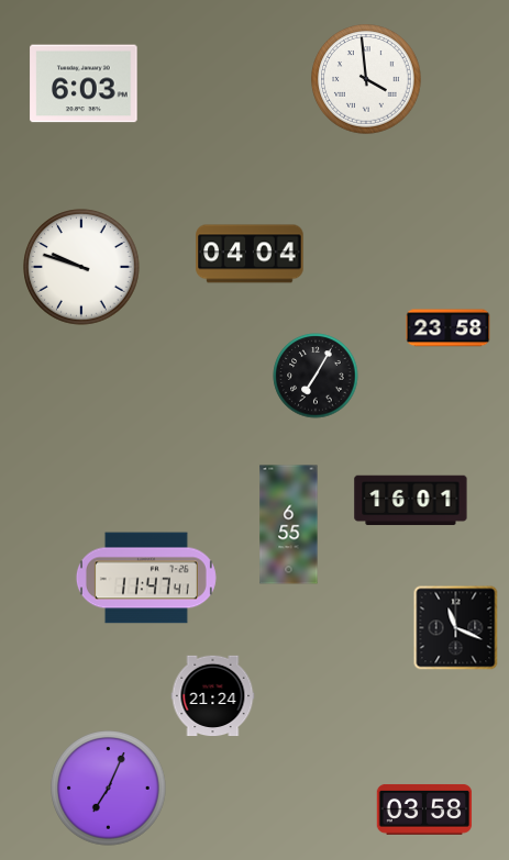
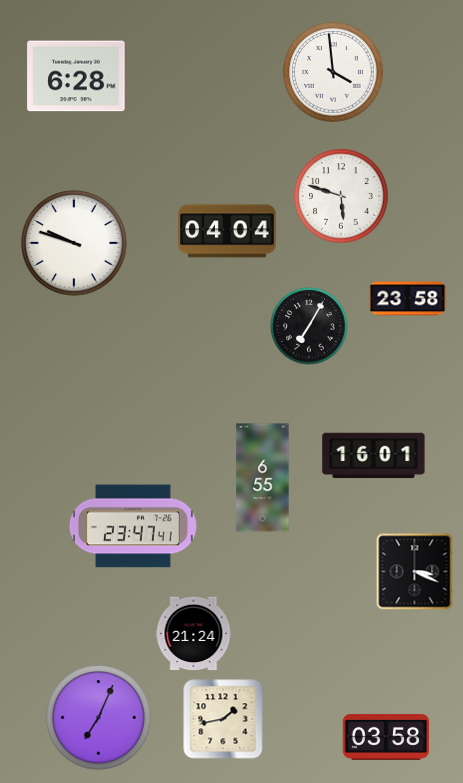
clock at (84, 83): 6:03 -> 6:28
clock at (341, 196): none -> 5:48
clock at (316, 376) position: (316, 376) -> (309, 326)
clock at (146, 578): 11:47 -> 23:47
clock at (456, 628): 11:19 -> 3:19
clock at (223, 719): none -> 1:43
